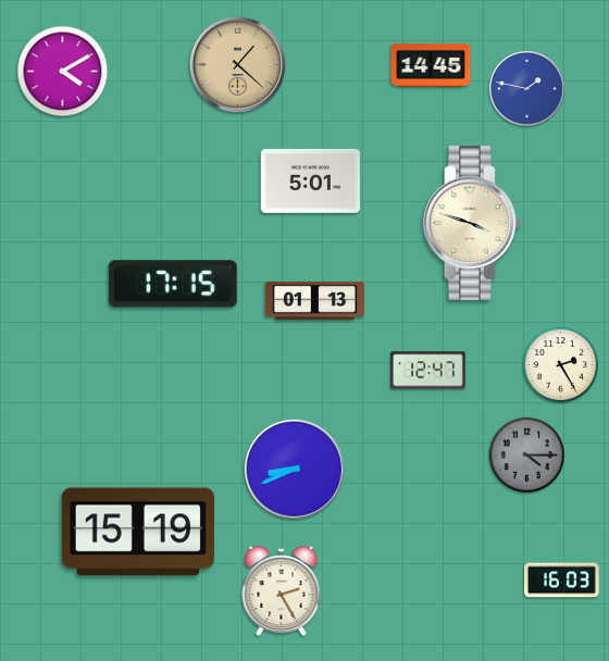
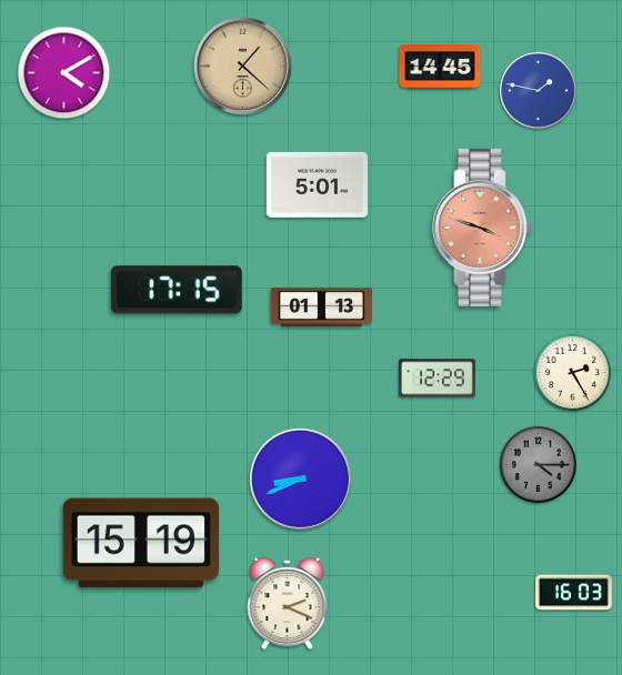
clock at (472, 223) dial: cream -> salmon
clock at (428, 371): 12:47 -> 12:29
clock at (282, 591): 2:25 -> 2:19
